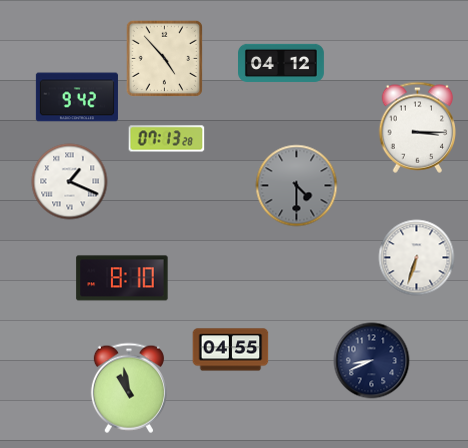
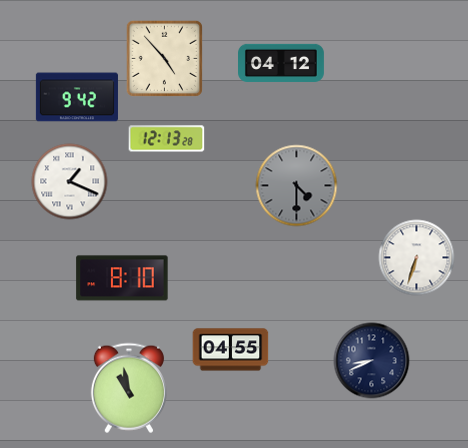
clock at (418, 127): 3:15 -> none
clock at (167, 139): 07:13 -> 12:13
